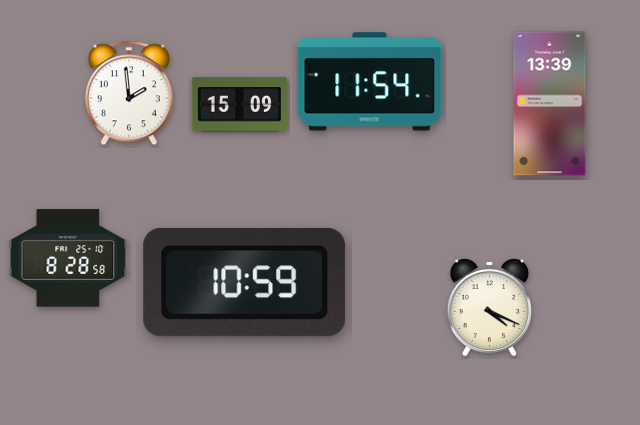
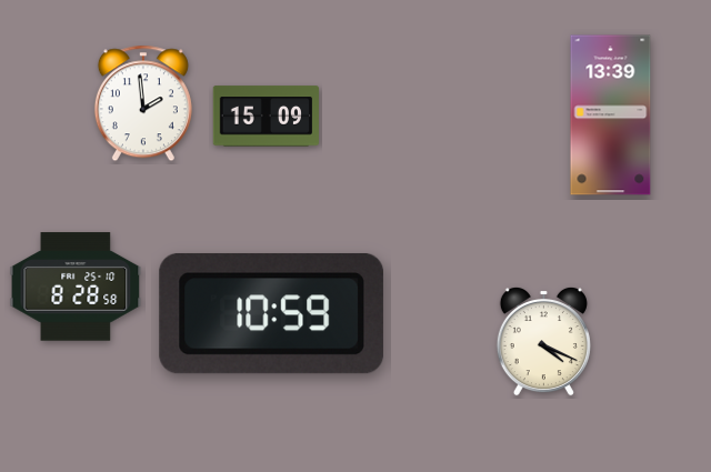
clock at (370, 82): 11:54 -> none
